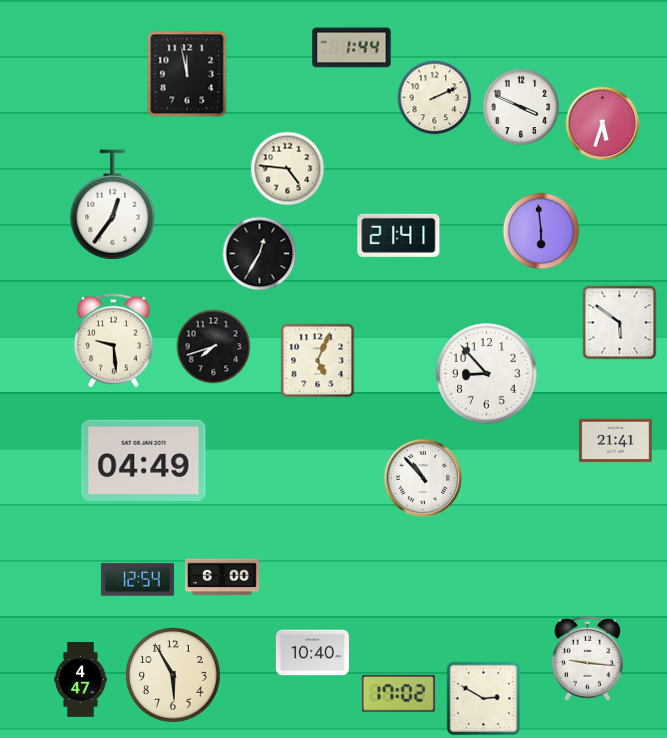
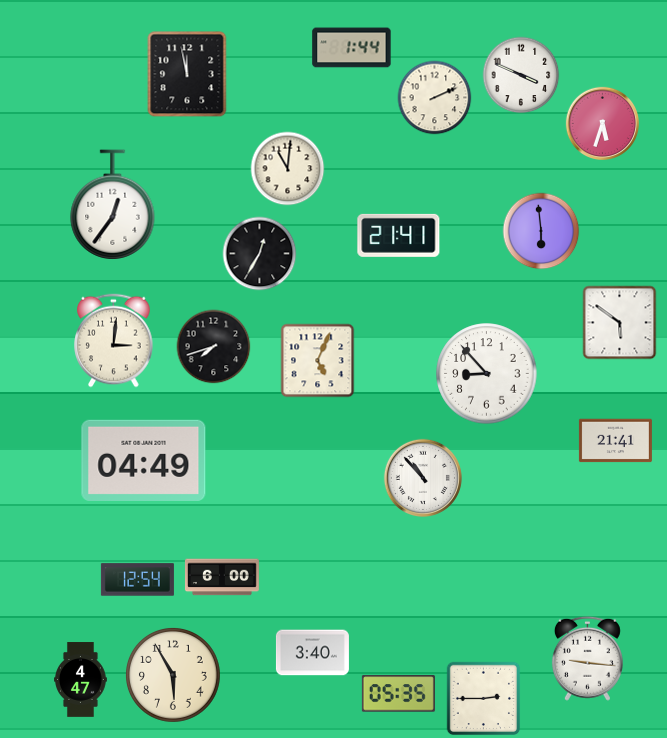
clock at (521, 107) position: (521, 107) -> (521, 75)
clock at (288, 169): 4:46 -> 11:01
clock at (114, 341): 9:29 -> 3:01
clock at (312, 653): 10:40 -> 3:40
clock at (398, 694): 17:02 -> 05:35
clock at (484, 699): 2:50 -> 2:45
